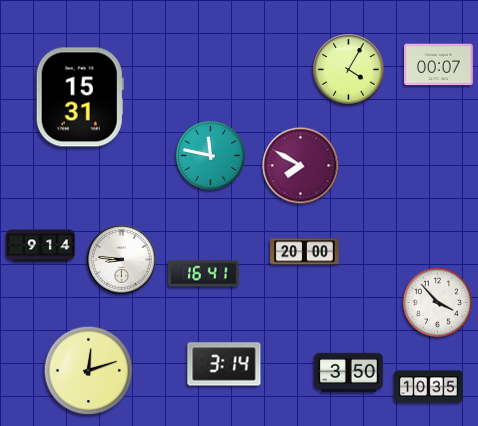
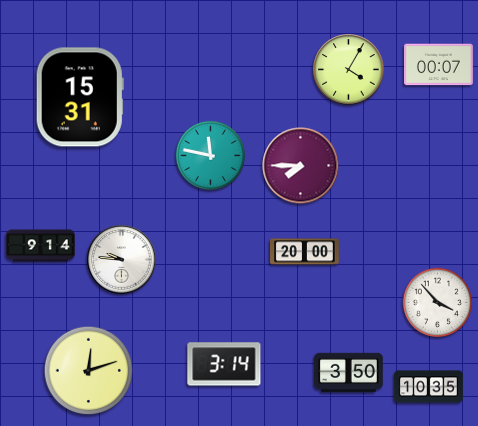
clock at (301, 166): 7:50 -> 7:45
clock at (122, 260): 8:46 -> 9:46
clock at (204, 274): 16:41 -> none
